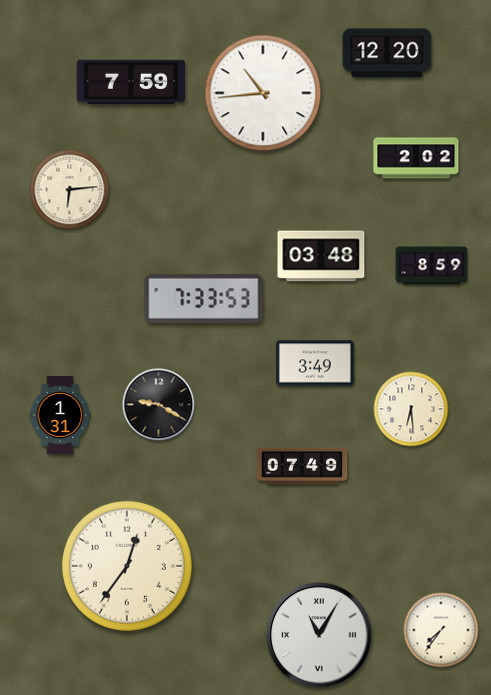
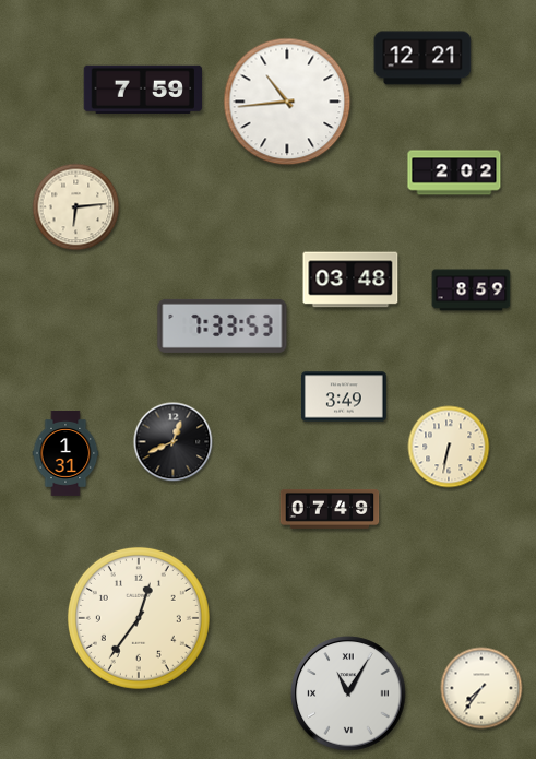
clock at (387, 53): 12:20 -> 12:21
clock at (159, 405): 9:20 -> 12:41
clock at (411, 409): 6:29 -> 6:32
